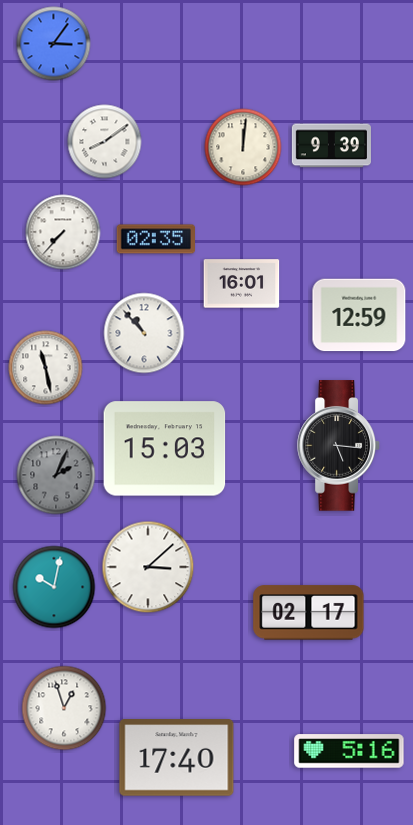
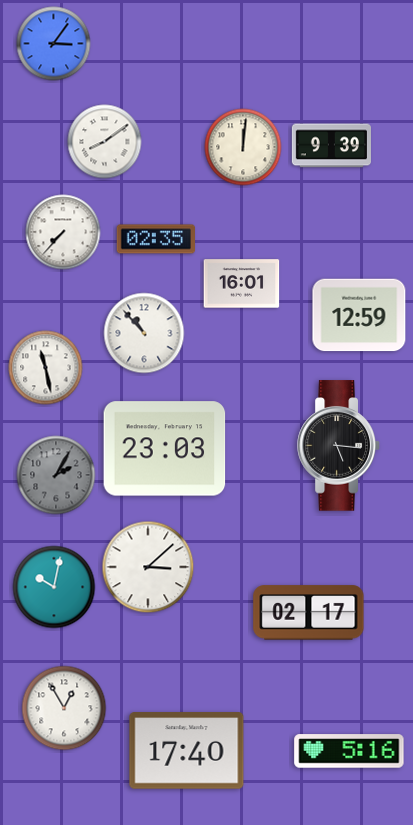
clock at (165, 449): 15:03 -> 23:03
clock at (56, 475): 2:04 -> 2:05
clock at (64, 708): 12:57 -> 12:55
clock at (177, 758) position: (177, 758) -> (187, 751)
